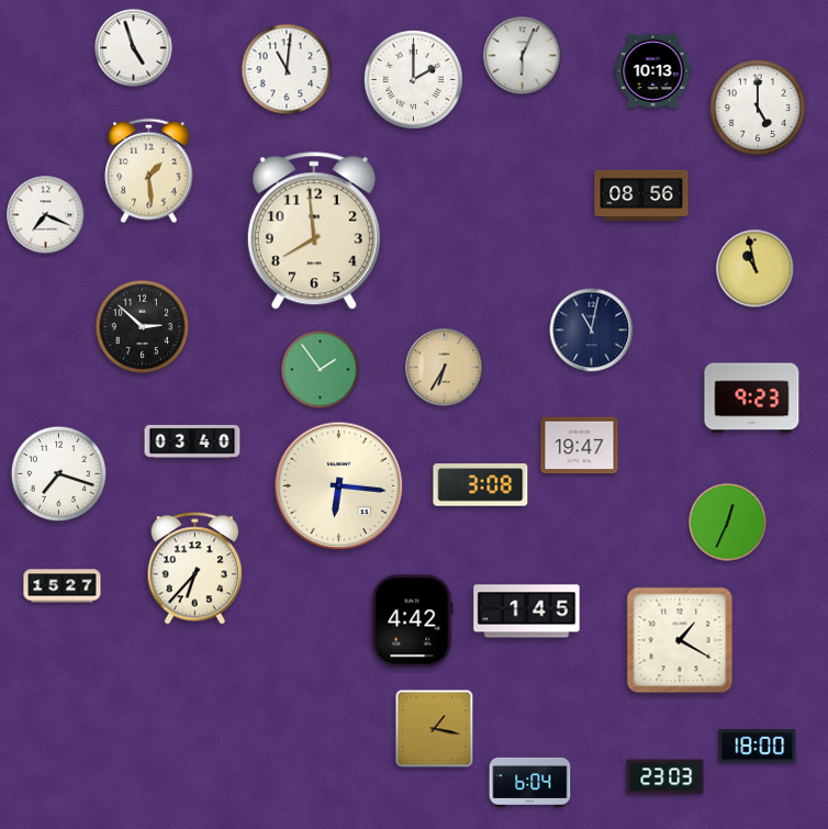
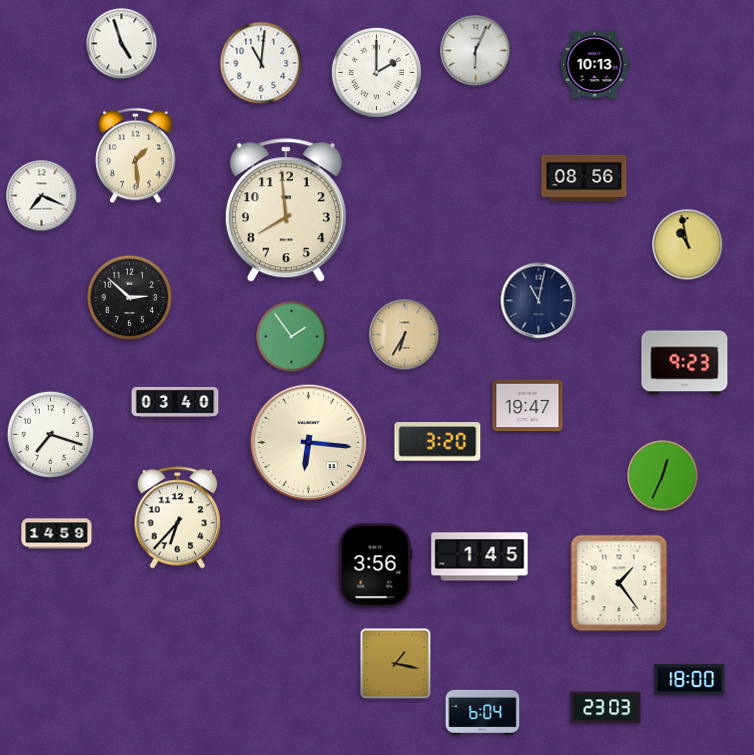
clock at (758, 108): 5:00 -> none
clock at (59, 474) position: (59, 474) -> (51, 435)
clock at (481, 485): 3:08 -> 3:20
clock at (63, 586): 15:27 -> 14:59
clock at (413, 621): 4:42 -> 3:56
clock at (680, 640): 1:20 -> 1:24
